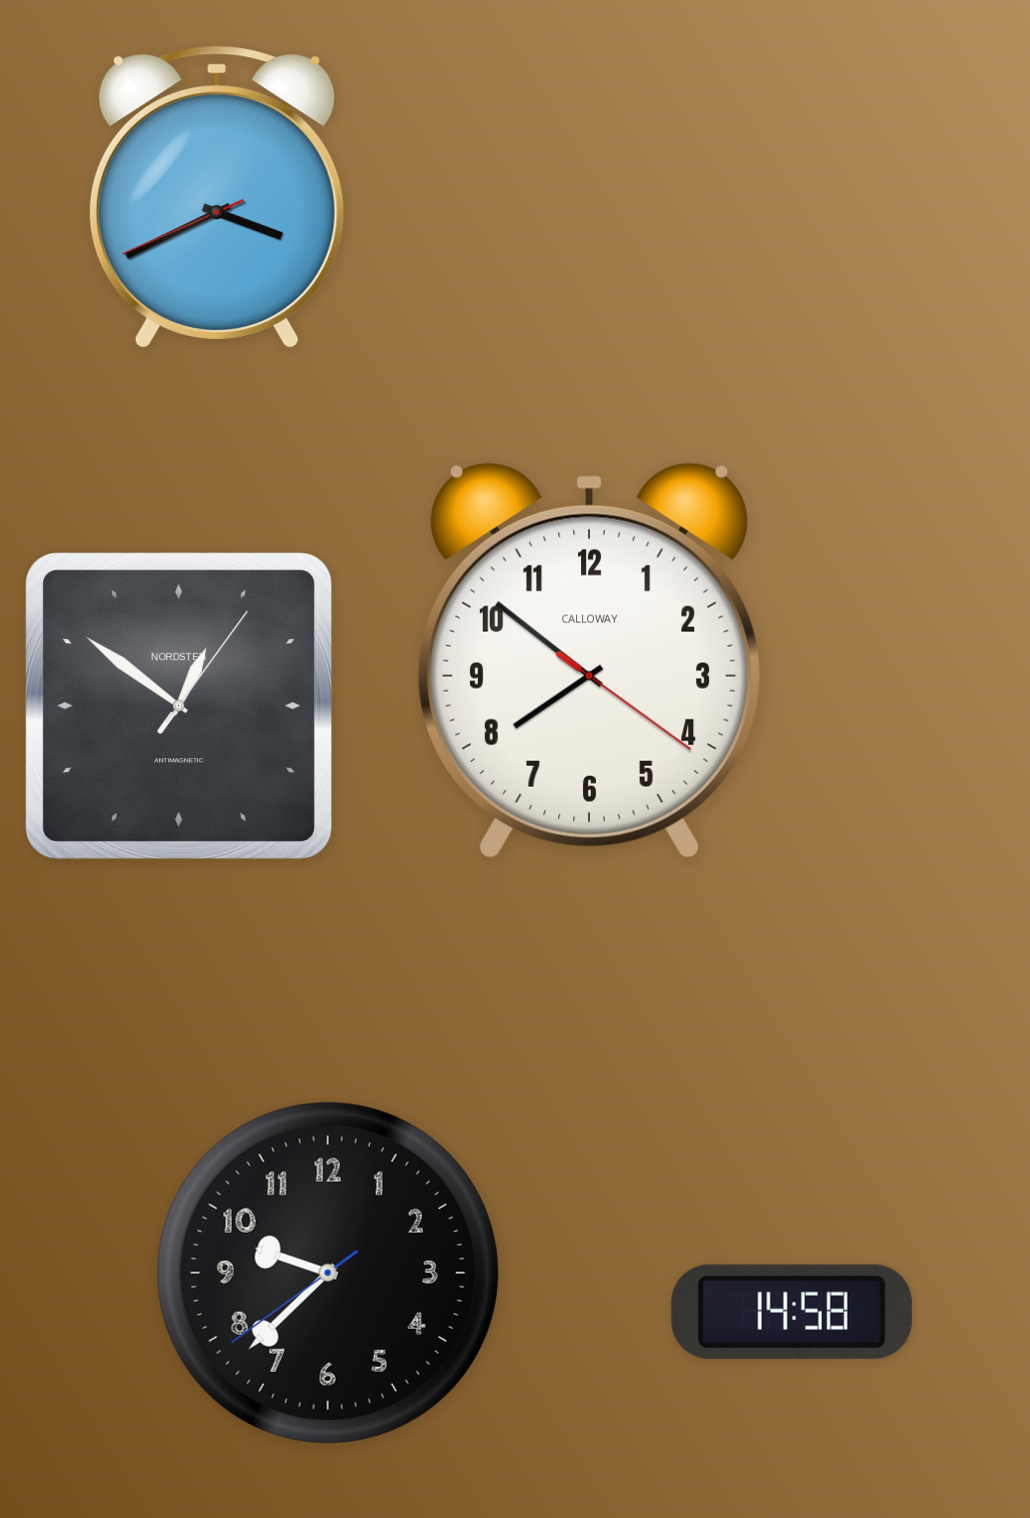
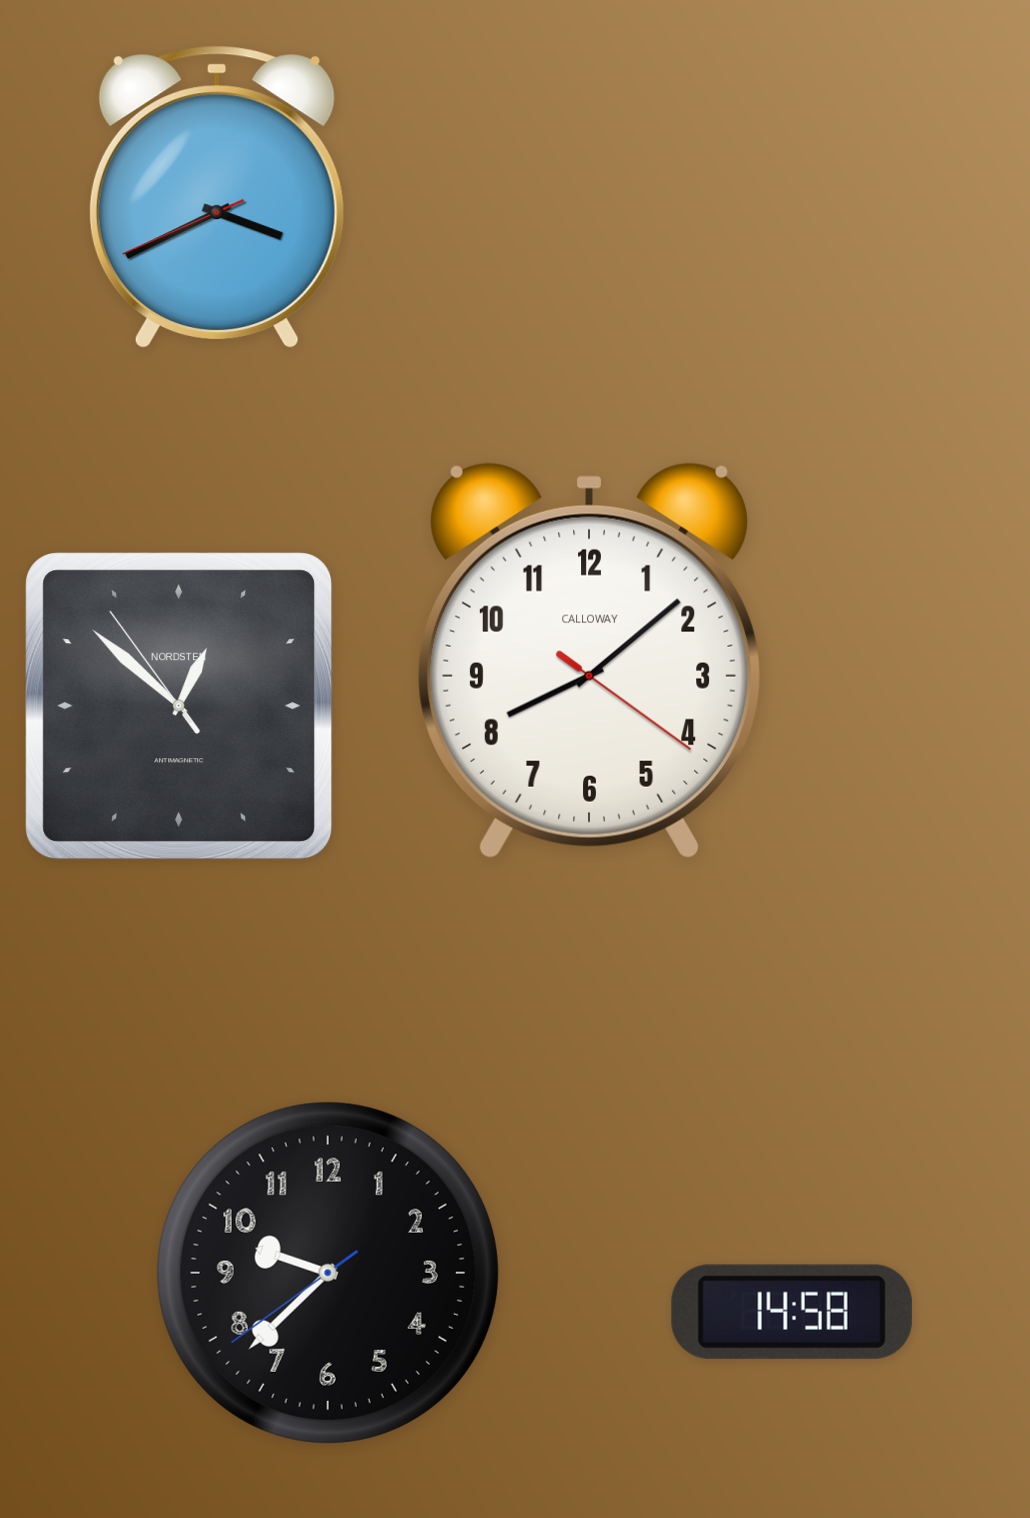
clock at (589, 660): 7:51 -> 8:08
clock at (179, 706): 12:51:06 -> 12:51:54
